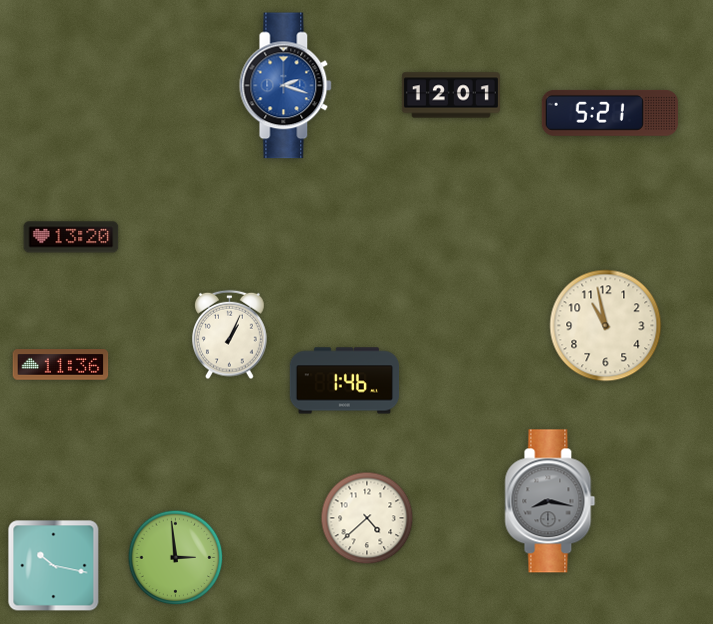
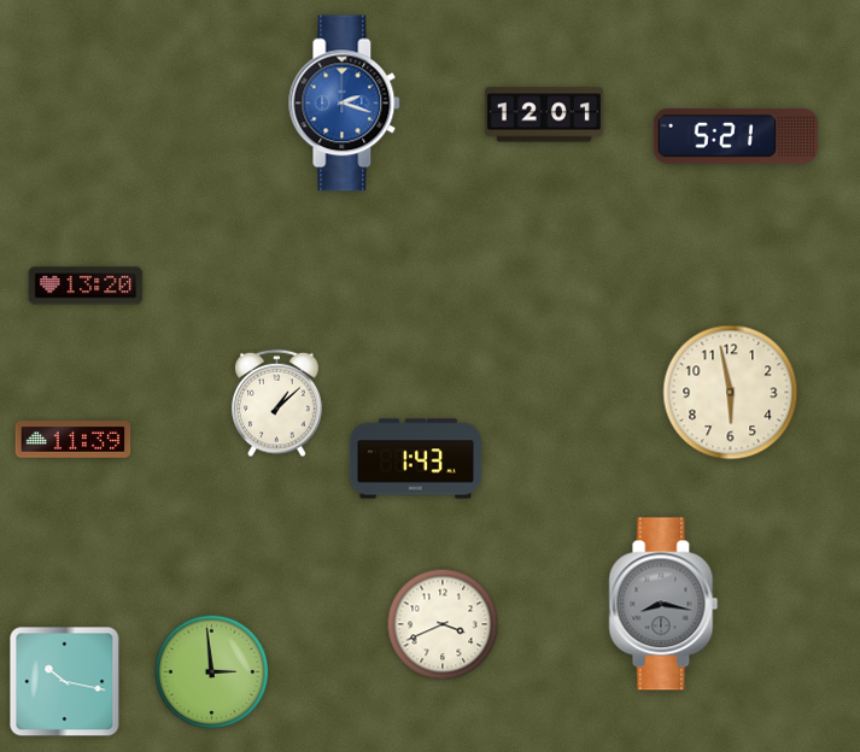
clock at (606, 326): 10:58 -> 5:58
clock at (230, 335): 1:04 -> 1:08
clock at (61, 365): 11:36 -> 11:39
clock at (345, 381): 1:46 -> 1:43
clock at (367, 518): 4:38 -> 3:41
